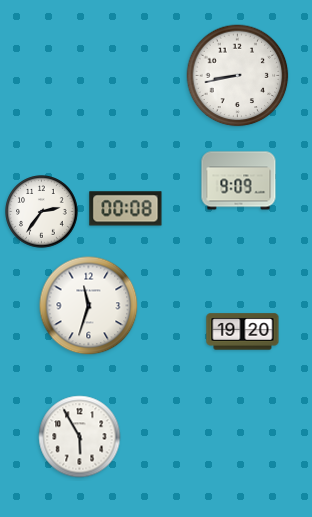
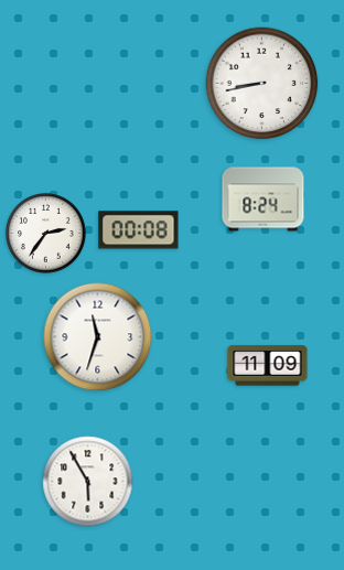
clock at (239, 181): 9:09 -> 8:24
clock at (243, 332): 19:20 -> 11:09
